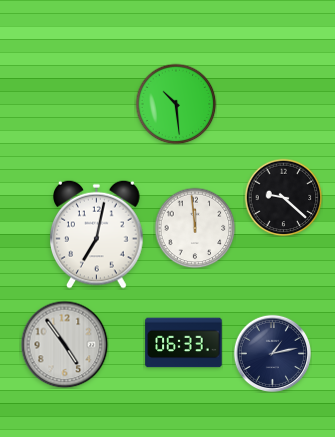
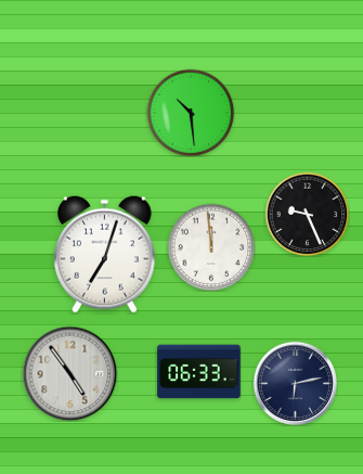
clock at (283, 197): 9:22 -> 9:26
clock at (97, 234): 7:02 -> 7:03
clock at (272, 353): 1:13 -> 6:13
